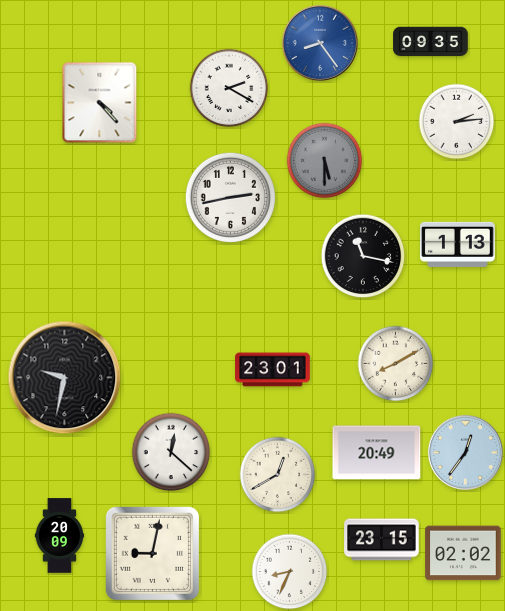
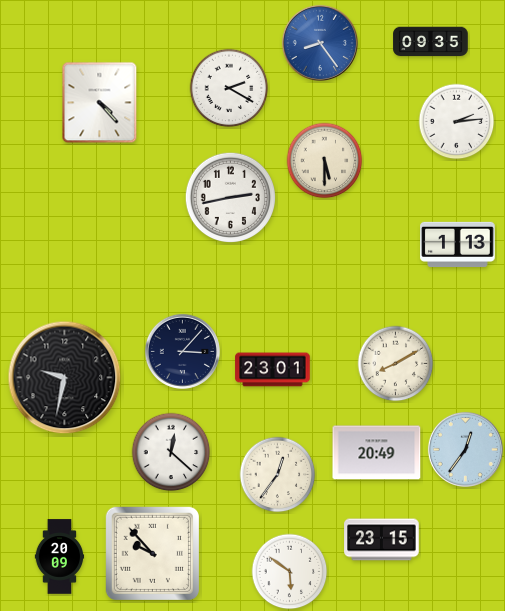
clock at (325, 161) dial: grey -> cream
clock at (363, 256): 11:17 -> none
clock at (182, 351): none -> 3:07
clock at (465, 452) position: (465, 452) -> (465, 449)
clock at (278, 475): 12:40 -> 12:36
clock at (60, 536) position: (60, 536) -> (60, 557)
clock at (152, 553): 9:02 -> 9:53
clock at (463, 553): 02:02 -> none
clock at (290, 572): 8:34 -> 5:51
